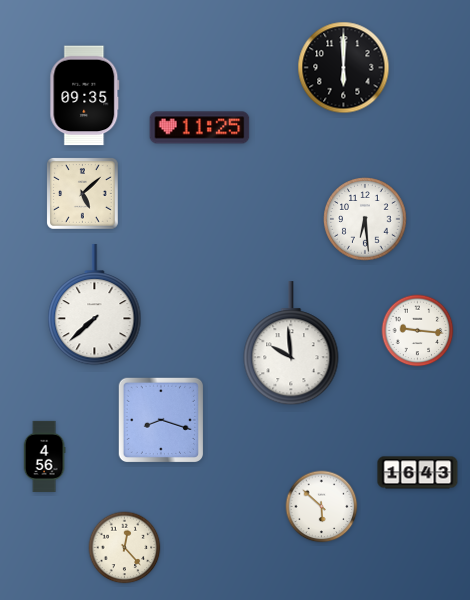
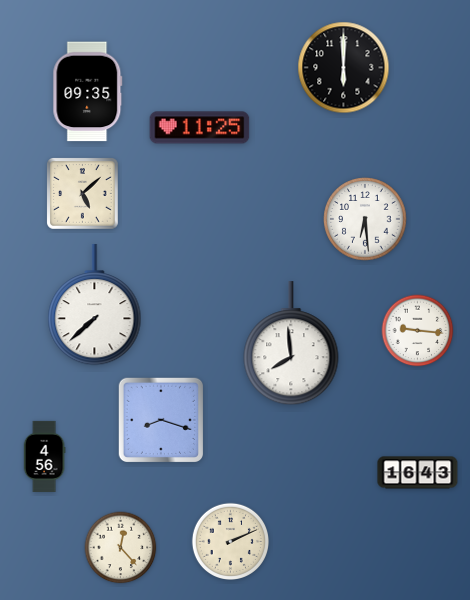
clock at (85, 96) position: (85, 96) -> (88, 92)
clock at (291, 344): 9:59 -> 7:59
clock at (322, 507): 5:52 -> none
clock at (230, 541): none -> 2:11
clock at (125, 548) position: (125, 548) -> (121, 548)
